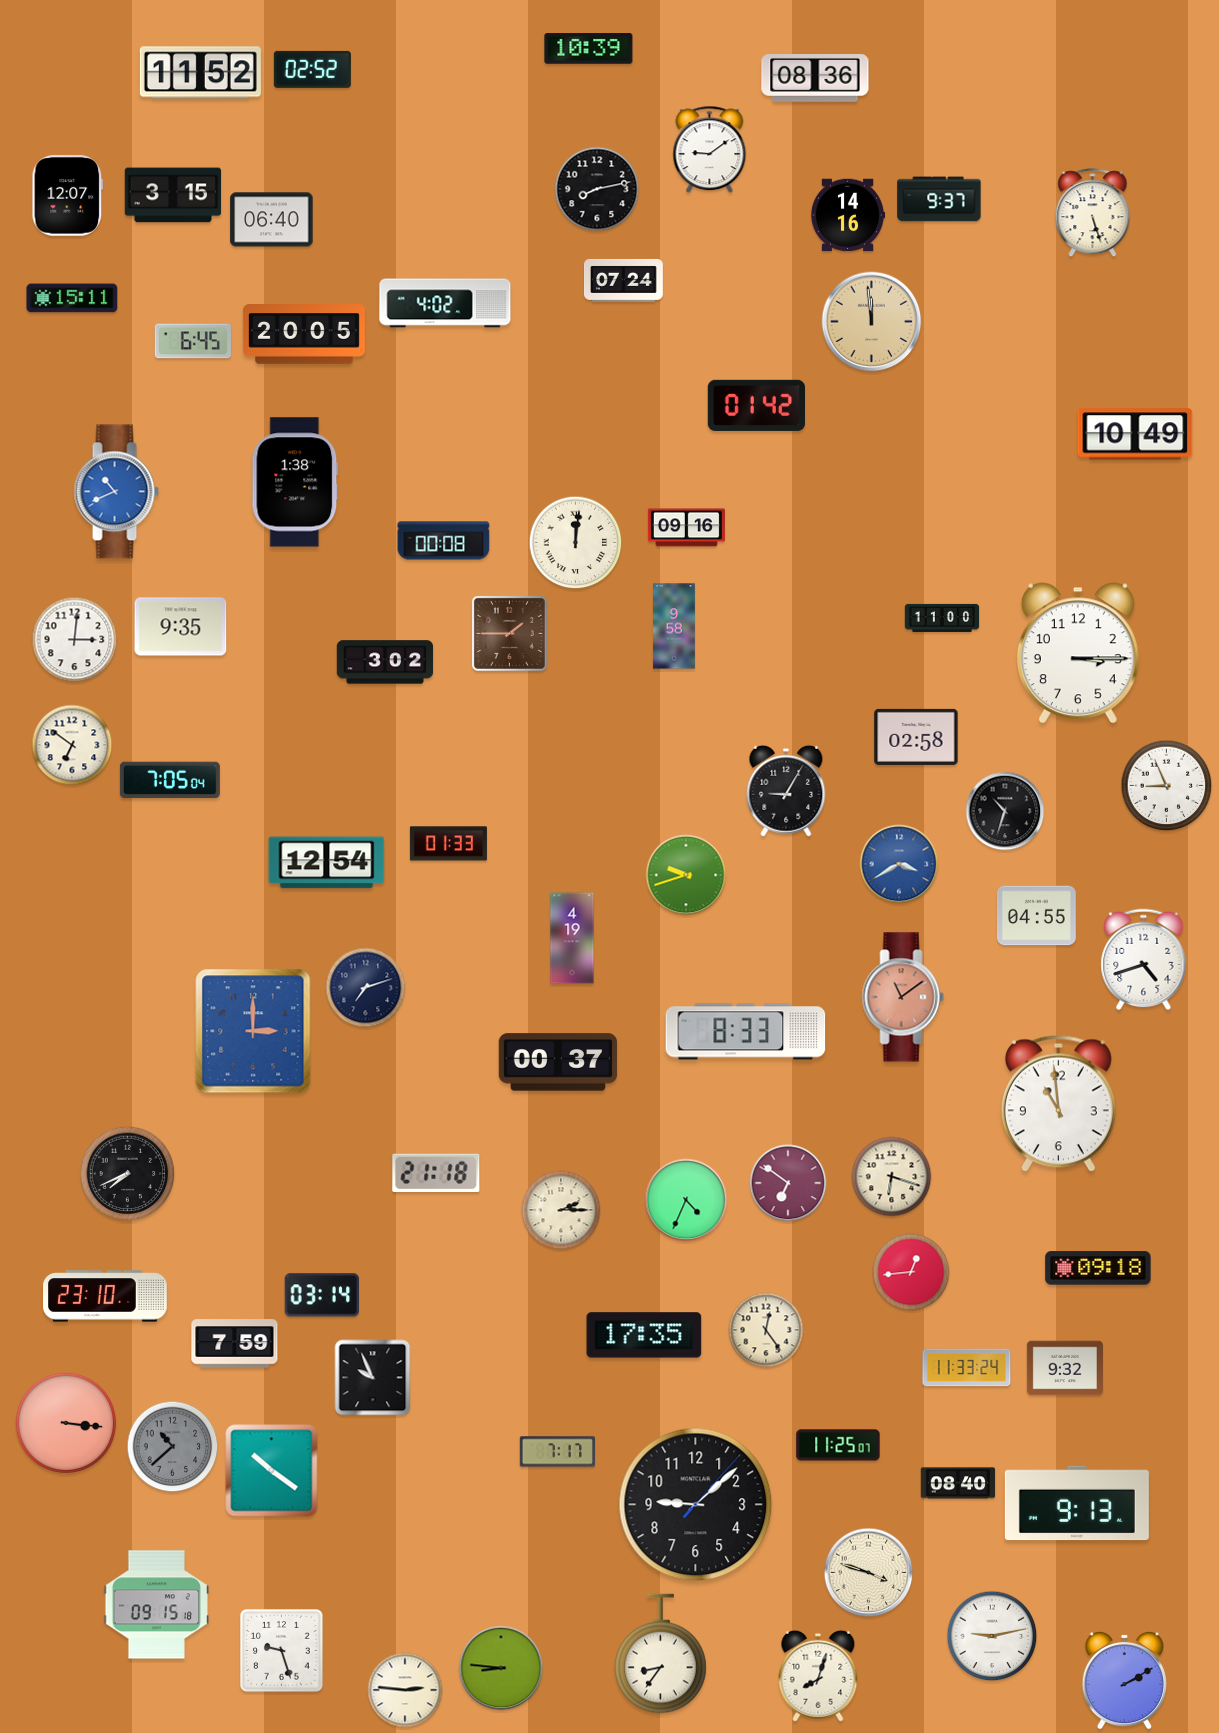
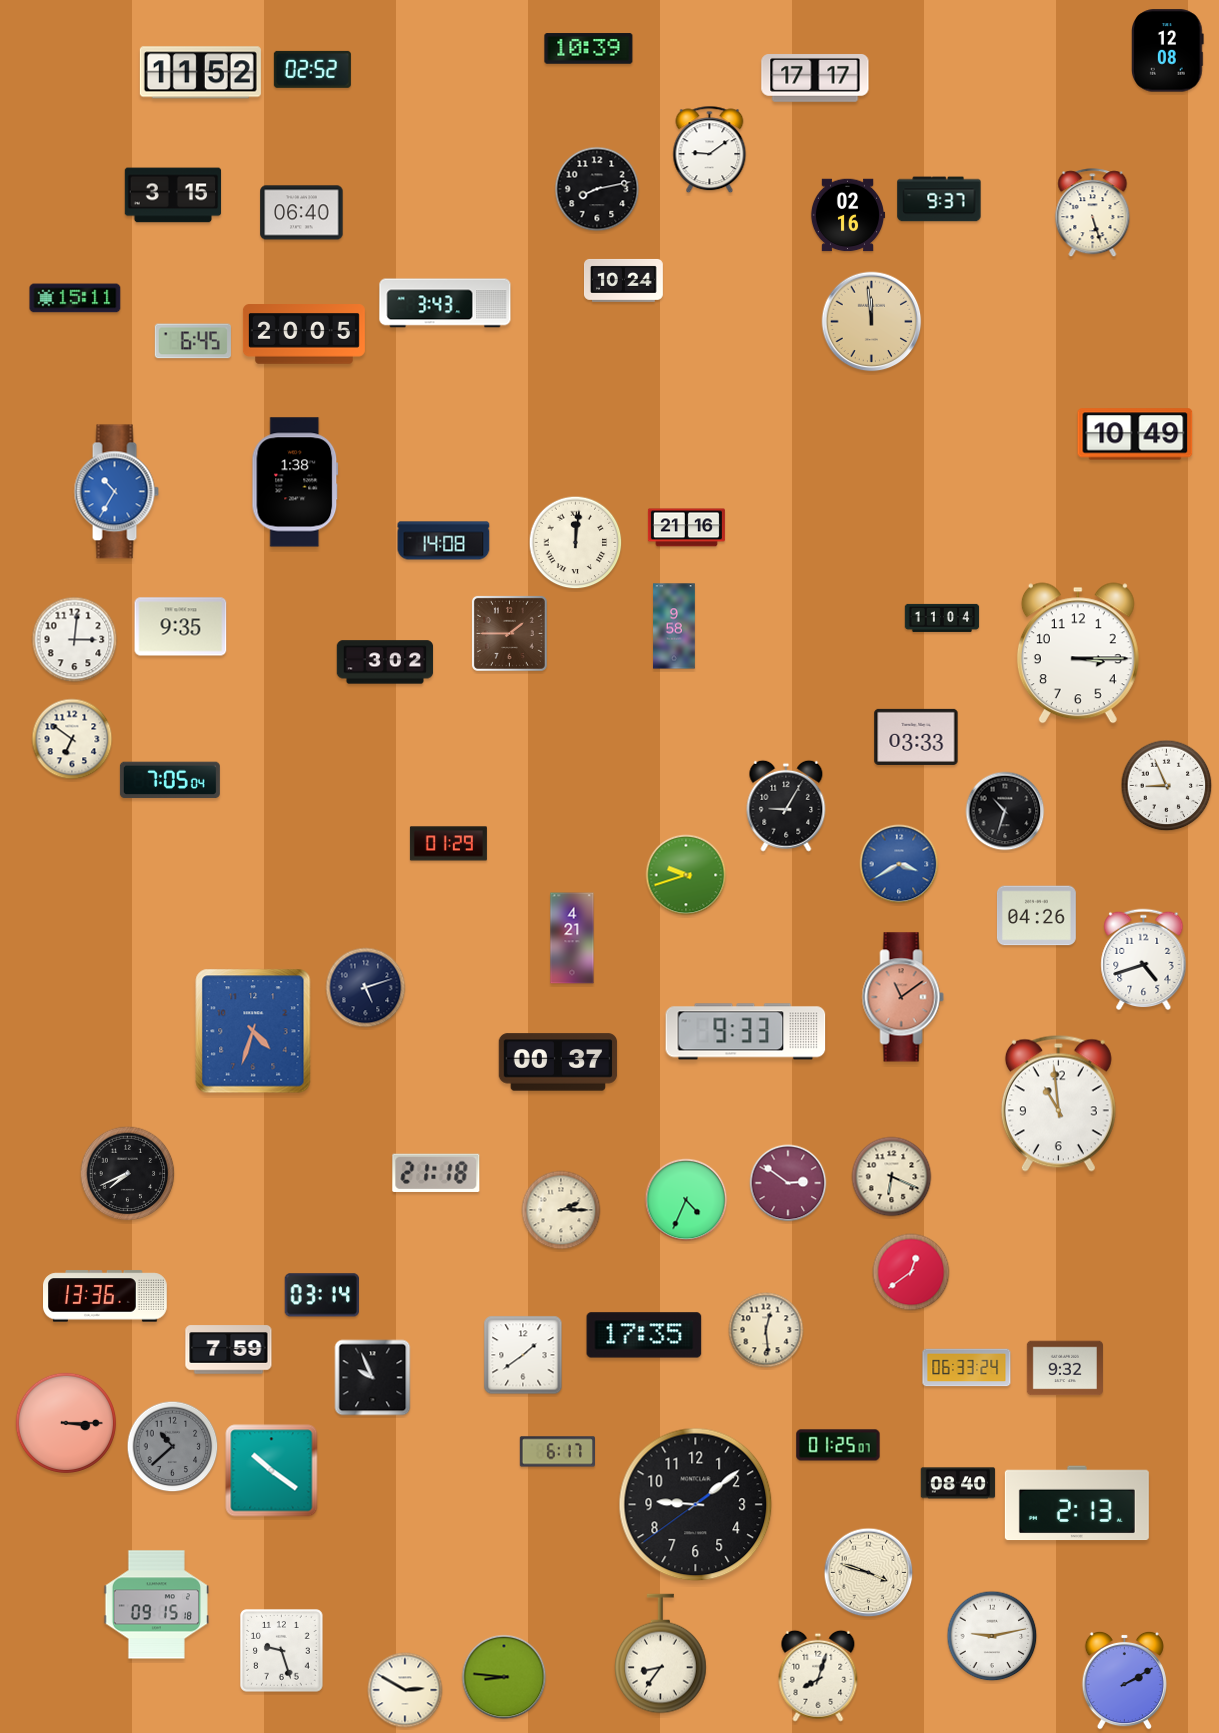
clock at (1168, 51): none -> 12:08
clock at (815, 79): 08:36 -> 17:17
clock at (68, 196): 12:07 -> none
clock at (848, 215): 14:16 -> 02:16
clock at (272, 220) position: (272, 220) -> (302, 213)
clock at (624, 280): 07:24 -> 10:24
clock at (72, 298) position: (72, 298) -> (75, 298)
clock at (445, 303): 4:02 -> 3:43
clock at (756, 405): 01:42 -> none
clock at (116, 492): 10:41 -> 10:35
clock at (686, 528): 09:16 -> 21:16
clock at (444, 541): 00:08 -> 14:08
clock at (942, 618): 11:00 -> 11:04
clock at (916, 737): 02:58 -> 03:33
clock at (72, 745) position: (72, 745) -> (72, 739)
clock at (786, 791) position: (786, 791) -> (786, 806)
clock at (448, 844): 01:33 -> 01:29
clock at (327, 863): 12:54 -> none
clock at (1036, 916): 04:55 -> 04:26
clock at (572, 938): 4:19 -> 4:21
clock at (366, 988): 7:12 -> 5:12
clock at (253, 1031): 3:00 -> 4:33
clock at (746, 1032): 8:33 -> 9:33
clock at (892, 1177): 6:18 -> 6:19
clock at (788, 1183): 6:51 -> 2:51
clock at (1098, 1268): 09:18 -> none
clock at (911, 1272): 12:44 -> 12:39
clock at (106, 1296): 23:10 -> 13:36
clock at (766, 1330): 12:24 -> 12:29
clock at (235, 1344) position: (235, 1344) -> (229, 1350)
clock at (523, 1355): none -> 1:39
clock at (967, 1368): 11:33 -> 06:33
clock at (66, 1423): 3:16 -> 3:15
clock at (838, 1445): 11:25 -> 01:25
clock at (557, 1452): 7:17 -> 6:17
clock at (1077, 1503): 9:13 -> 2:13
clock at (696, 1505): 9:08:07 -> 9:08:39
clock at (501, 1668) position: (501, 1668) -> (504, 1677)
clock at (405, 1690): 2:46 -> 2:50
